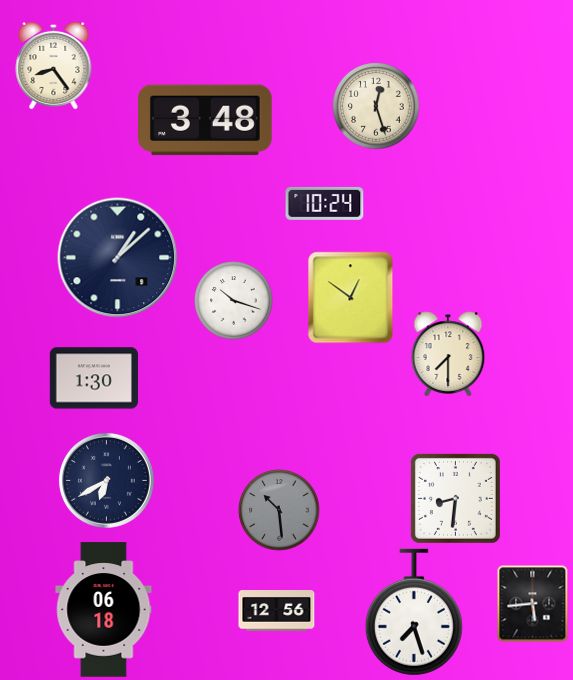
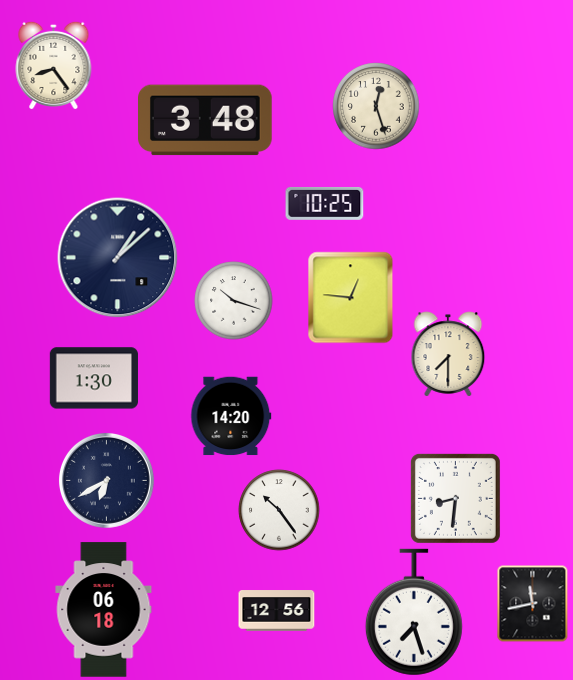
clock at (325, 203): 10:24 -> 10:25
clock at (351, 298): 12:51 -> 12:46
clock at (231, 416): none -> 14:20
clock at (279, 510): 10:29 -> 10:24
clock at (279, 510) dial: grey -> white
clock at (533, 604): 5:44 -> 11:43
